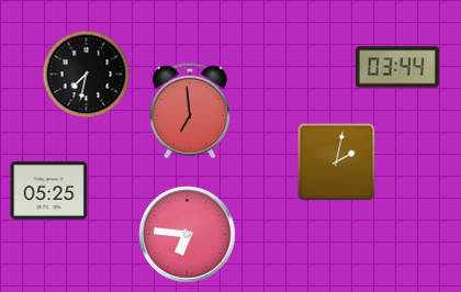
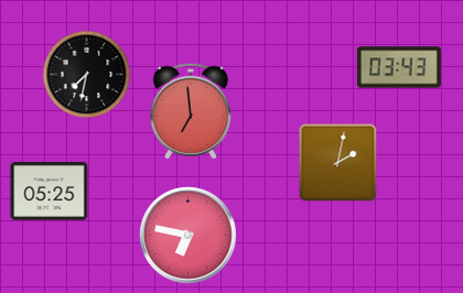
clock at (397, 67): 03:44 -> 03:43
clock at (188, 235): 6:46 -> 6:47
